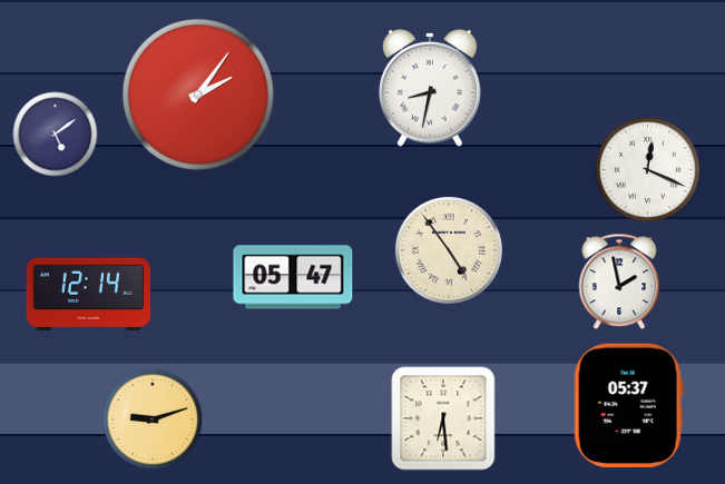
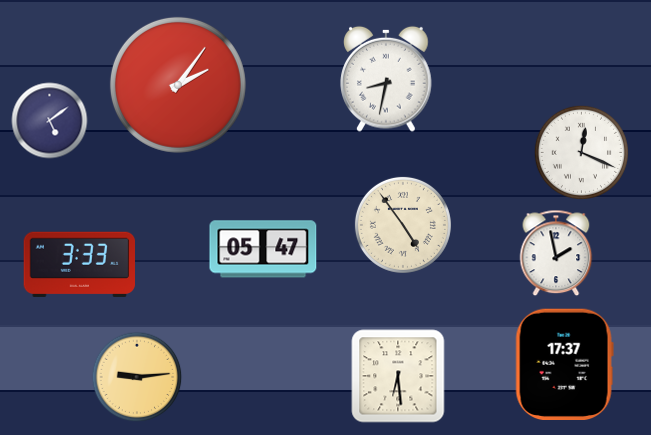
clock at (88, 294): 12:14 -> 3:33
clock at (628, 405): 05:37 -> 17:37
clock at (153, 419): 9:12 -> 9:14
